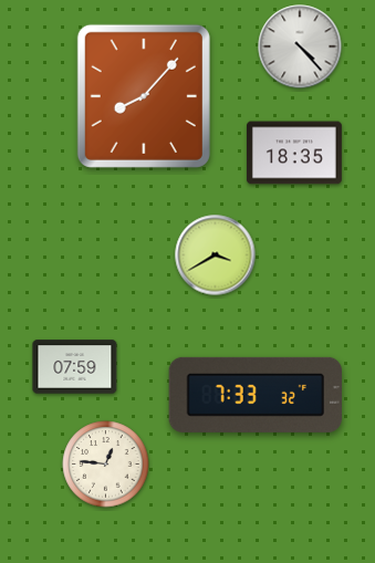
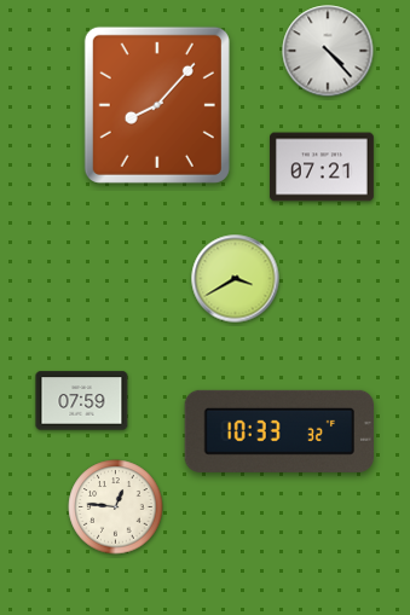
clock at (295, 153): 18:35 -> 07:21
clock at (254, 395): 7:33 -> 10:33
